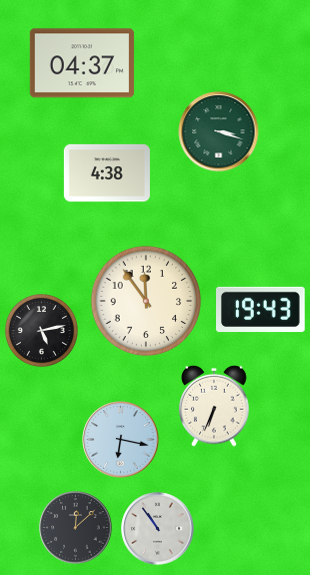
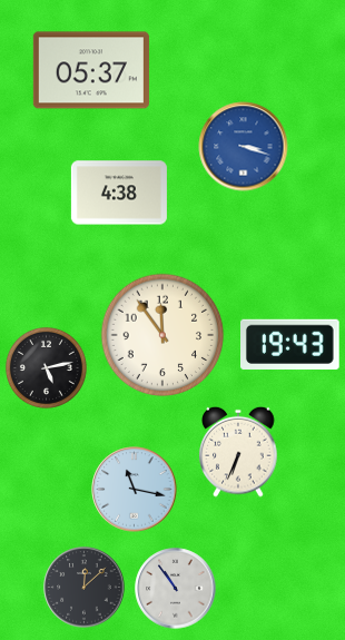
clock at (82, 63): 04:37 -> 05:37
clock at (219, 132) dial: green -> blue
clock at (121, 440): 6:17 -> 11:17
